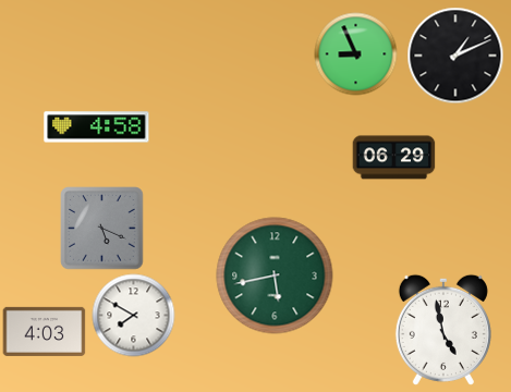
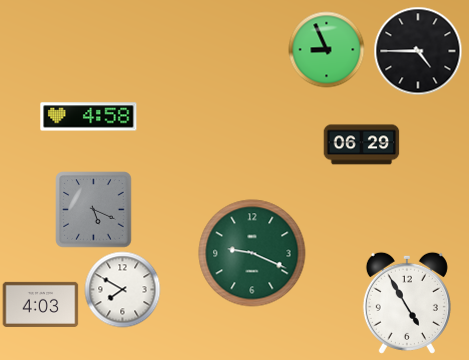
clock at (455, 56): 1:11 -> 4:45
clock at (275, 275): 5:43 -> 9:19
clock at (443, 330): 4:58 -> 4:55
